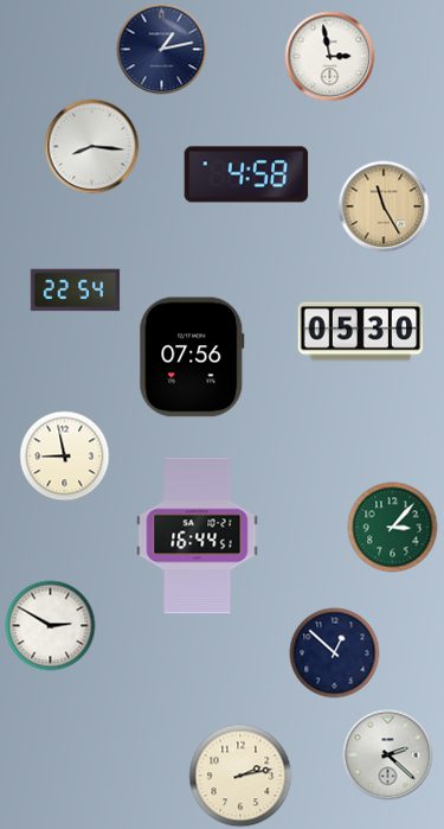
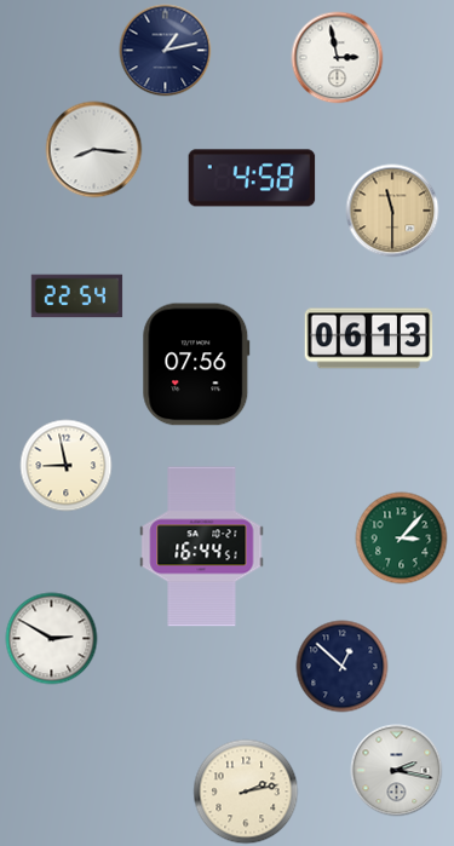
clock at (384, 206): 11:25 -> 11:30
clock at (361, 332): 05:30 -> 06:13
clock at (388, 755): 2:22 -> 2:17
